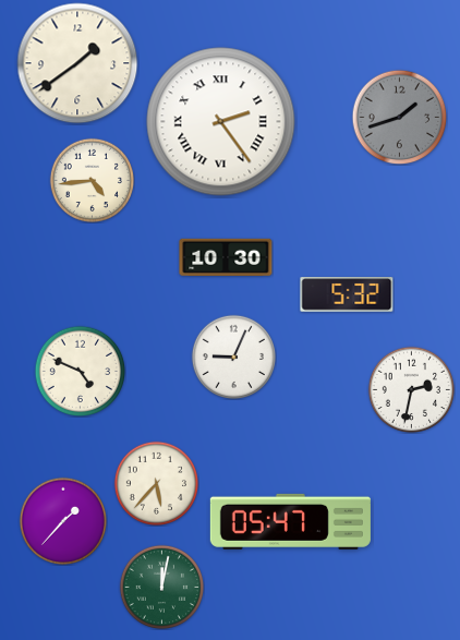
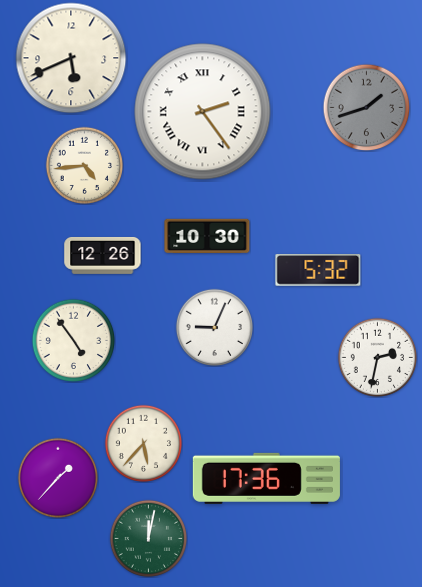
clock at (77, 63): 1:39 -> 5:41
clock at (103, 255): none -> 12:26
clock at (80, 371): 4:49 -> 4:54
clock at (290, 521): 05:47 -> 17:36
